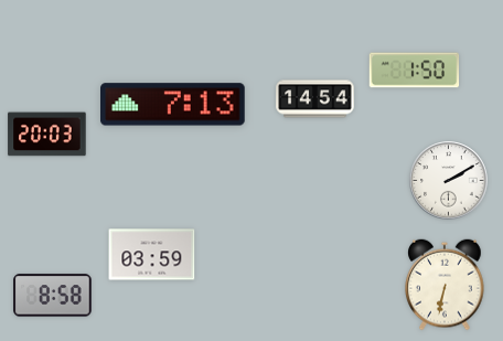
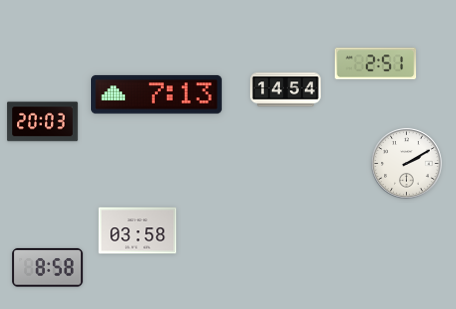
clock at (415, 71): 1:50 -> 2:51
clock at (152, 255): 03:59 -> 03:58
clock at (445, 285): 6:32 -> none
